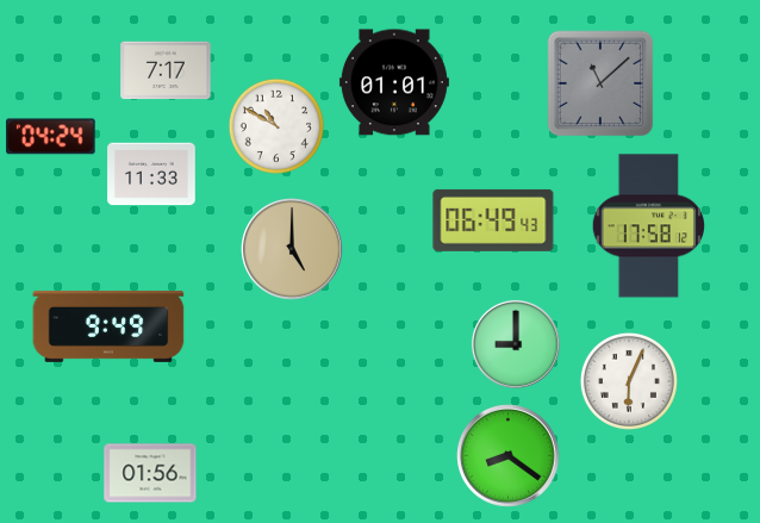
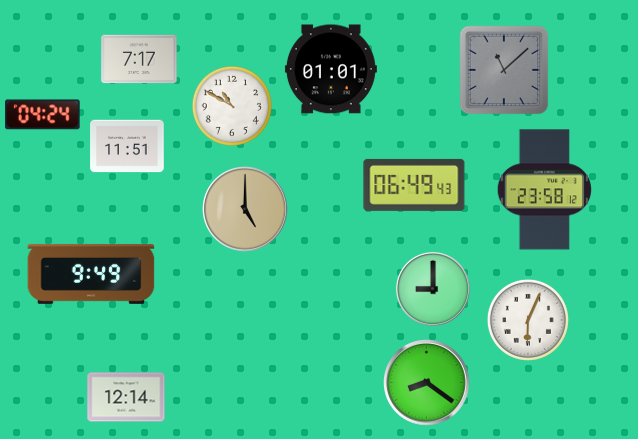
clock at (151, 174): 11:33 -> 11:51
clock at (648, 226): 17:58 -> 23:58
clock at (150, 473): 01:56 -> 12:14
